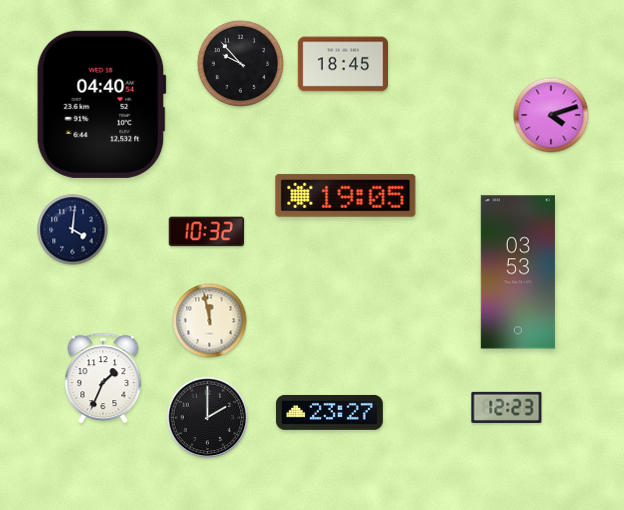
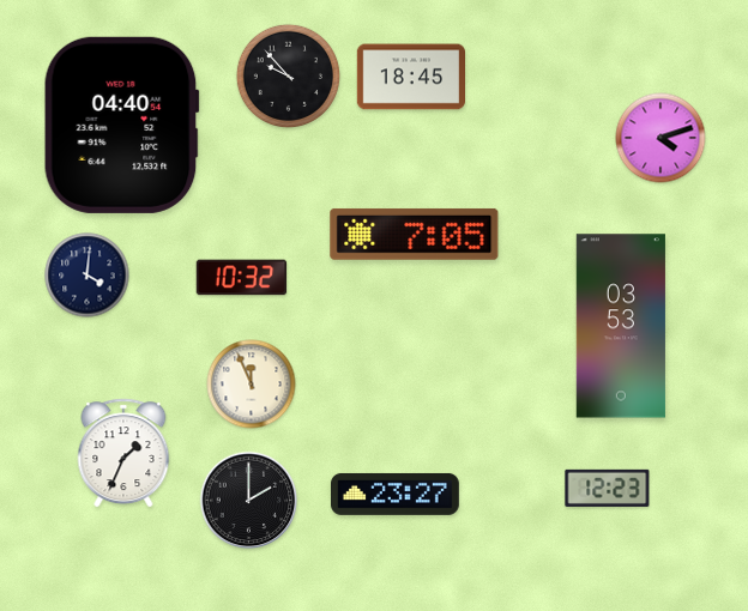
clock at (346, 195): 19:05 -> 7:05
clock at (207, 232) position: (207, 232) -> (242, 278)
clock at (210, 321): 11:58 -> 11:56
